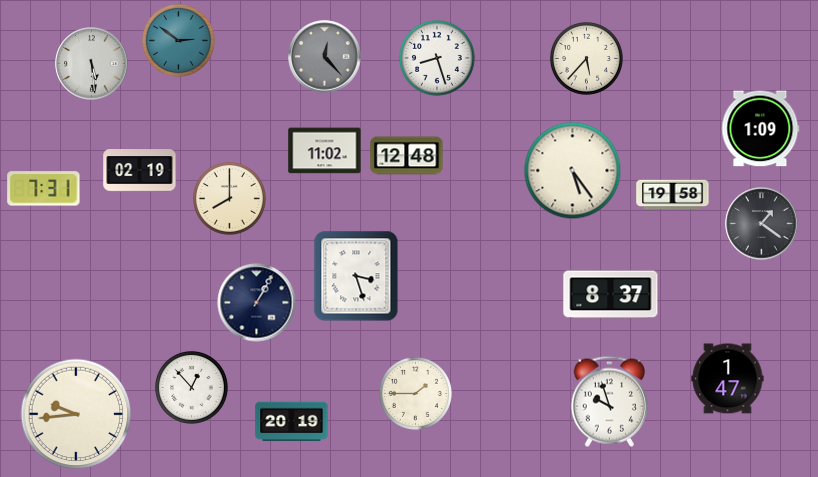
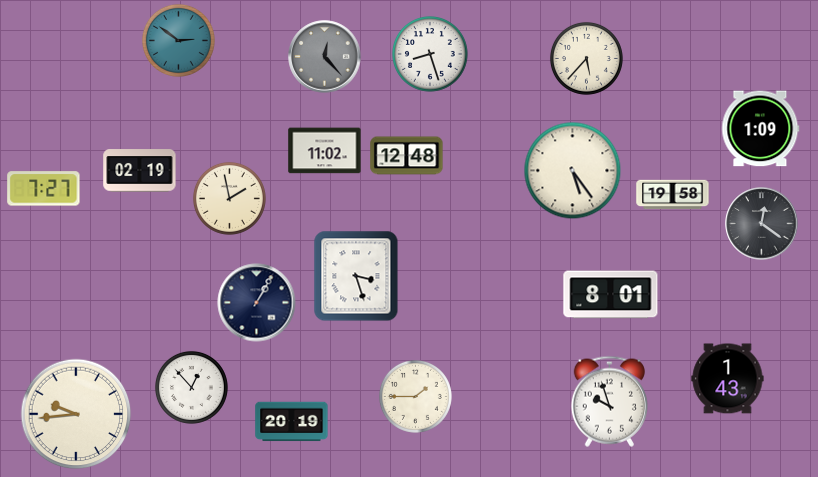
clock at (438, 59) position: (438, 59) -> (431, 55)
clock at (92, 64): 5:29 -> none
clock at (44, 189): 7:31 -> 7:27
clock at (229, 198): 8:00 -> 1:58
clock at (762, 224): 1:21 -> 12:21
clock at (611, 295): 8:37 -> 8:01
clock at (728, 379): 1:47 -> 1:43
clock at (415, 393) position: (415, 393) -> (415, 396)
